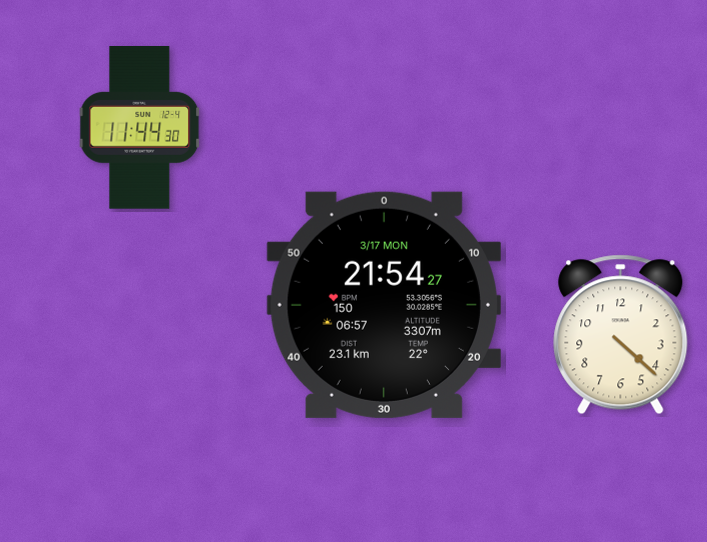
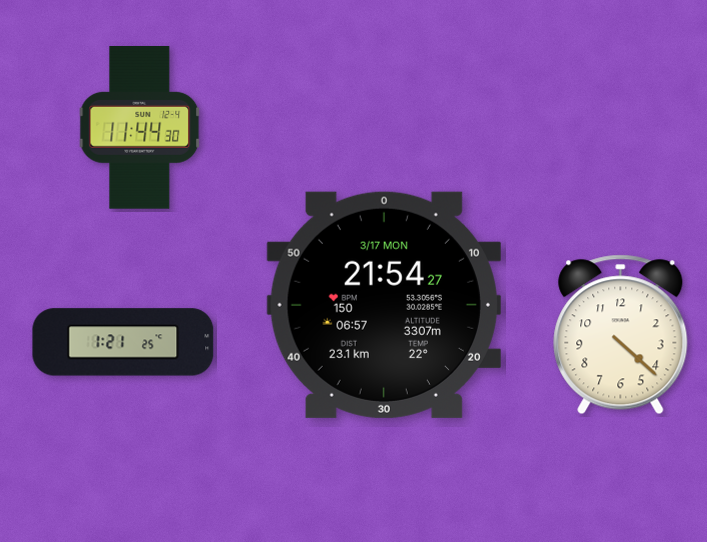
clock at (123, 342): none -> 1:21
